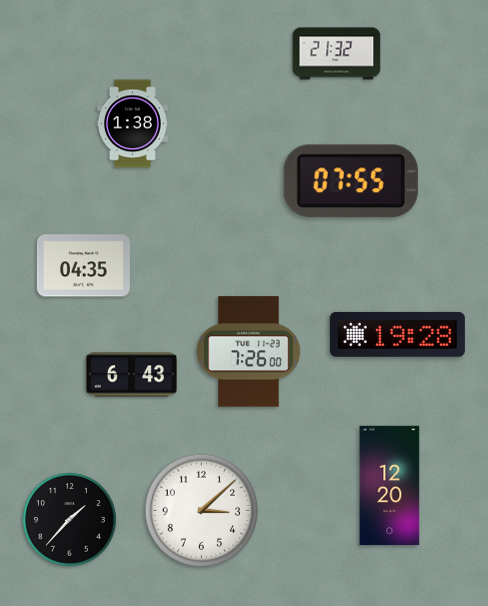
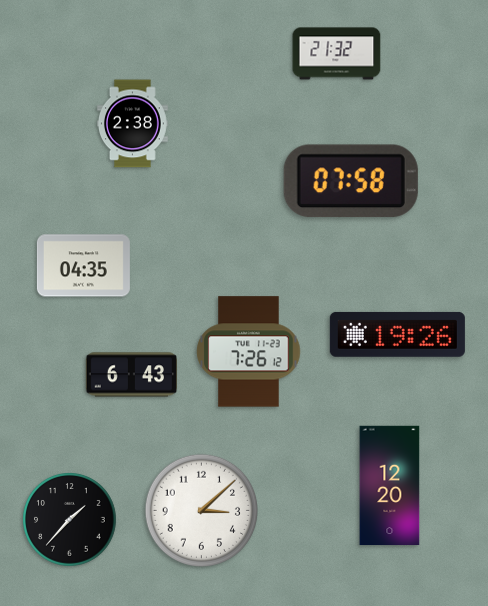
clock at (132, 124): 1:38 -> 2:38
clock at (351, 181): 07:55 -> 07:58
clock at (397, 334): 19:28 -> 19:26
clock at (249, 352): 7:26:00 -> 7:26:12
